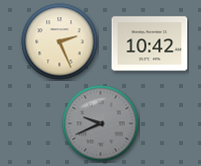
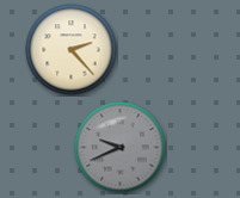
clock at (60, 42): 2:26 -> 2:23
clock at (150, 44): 10:42 -> none
